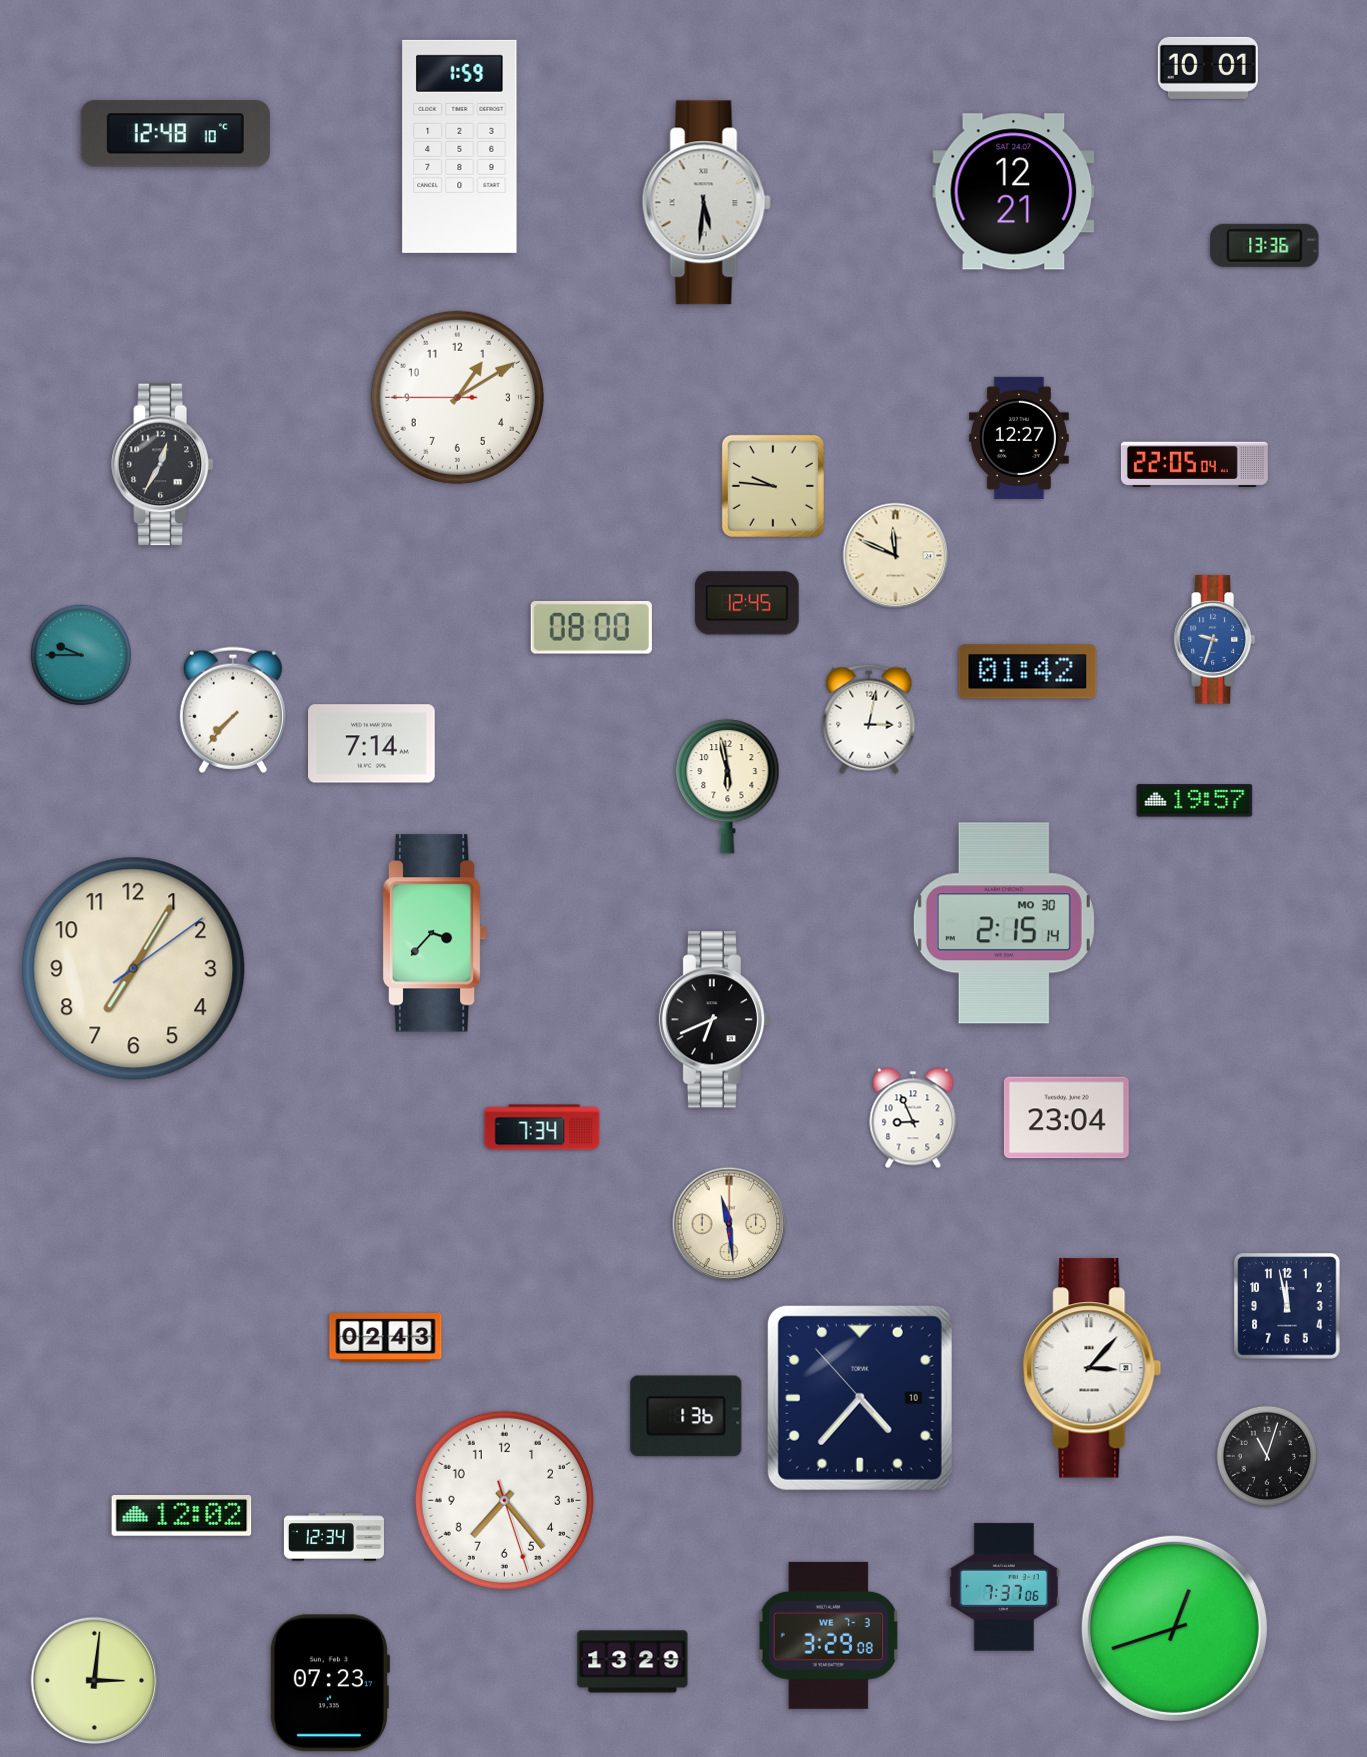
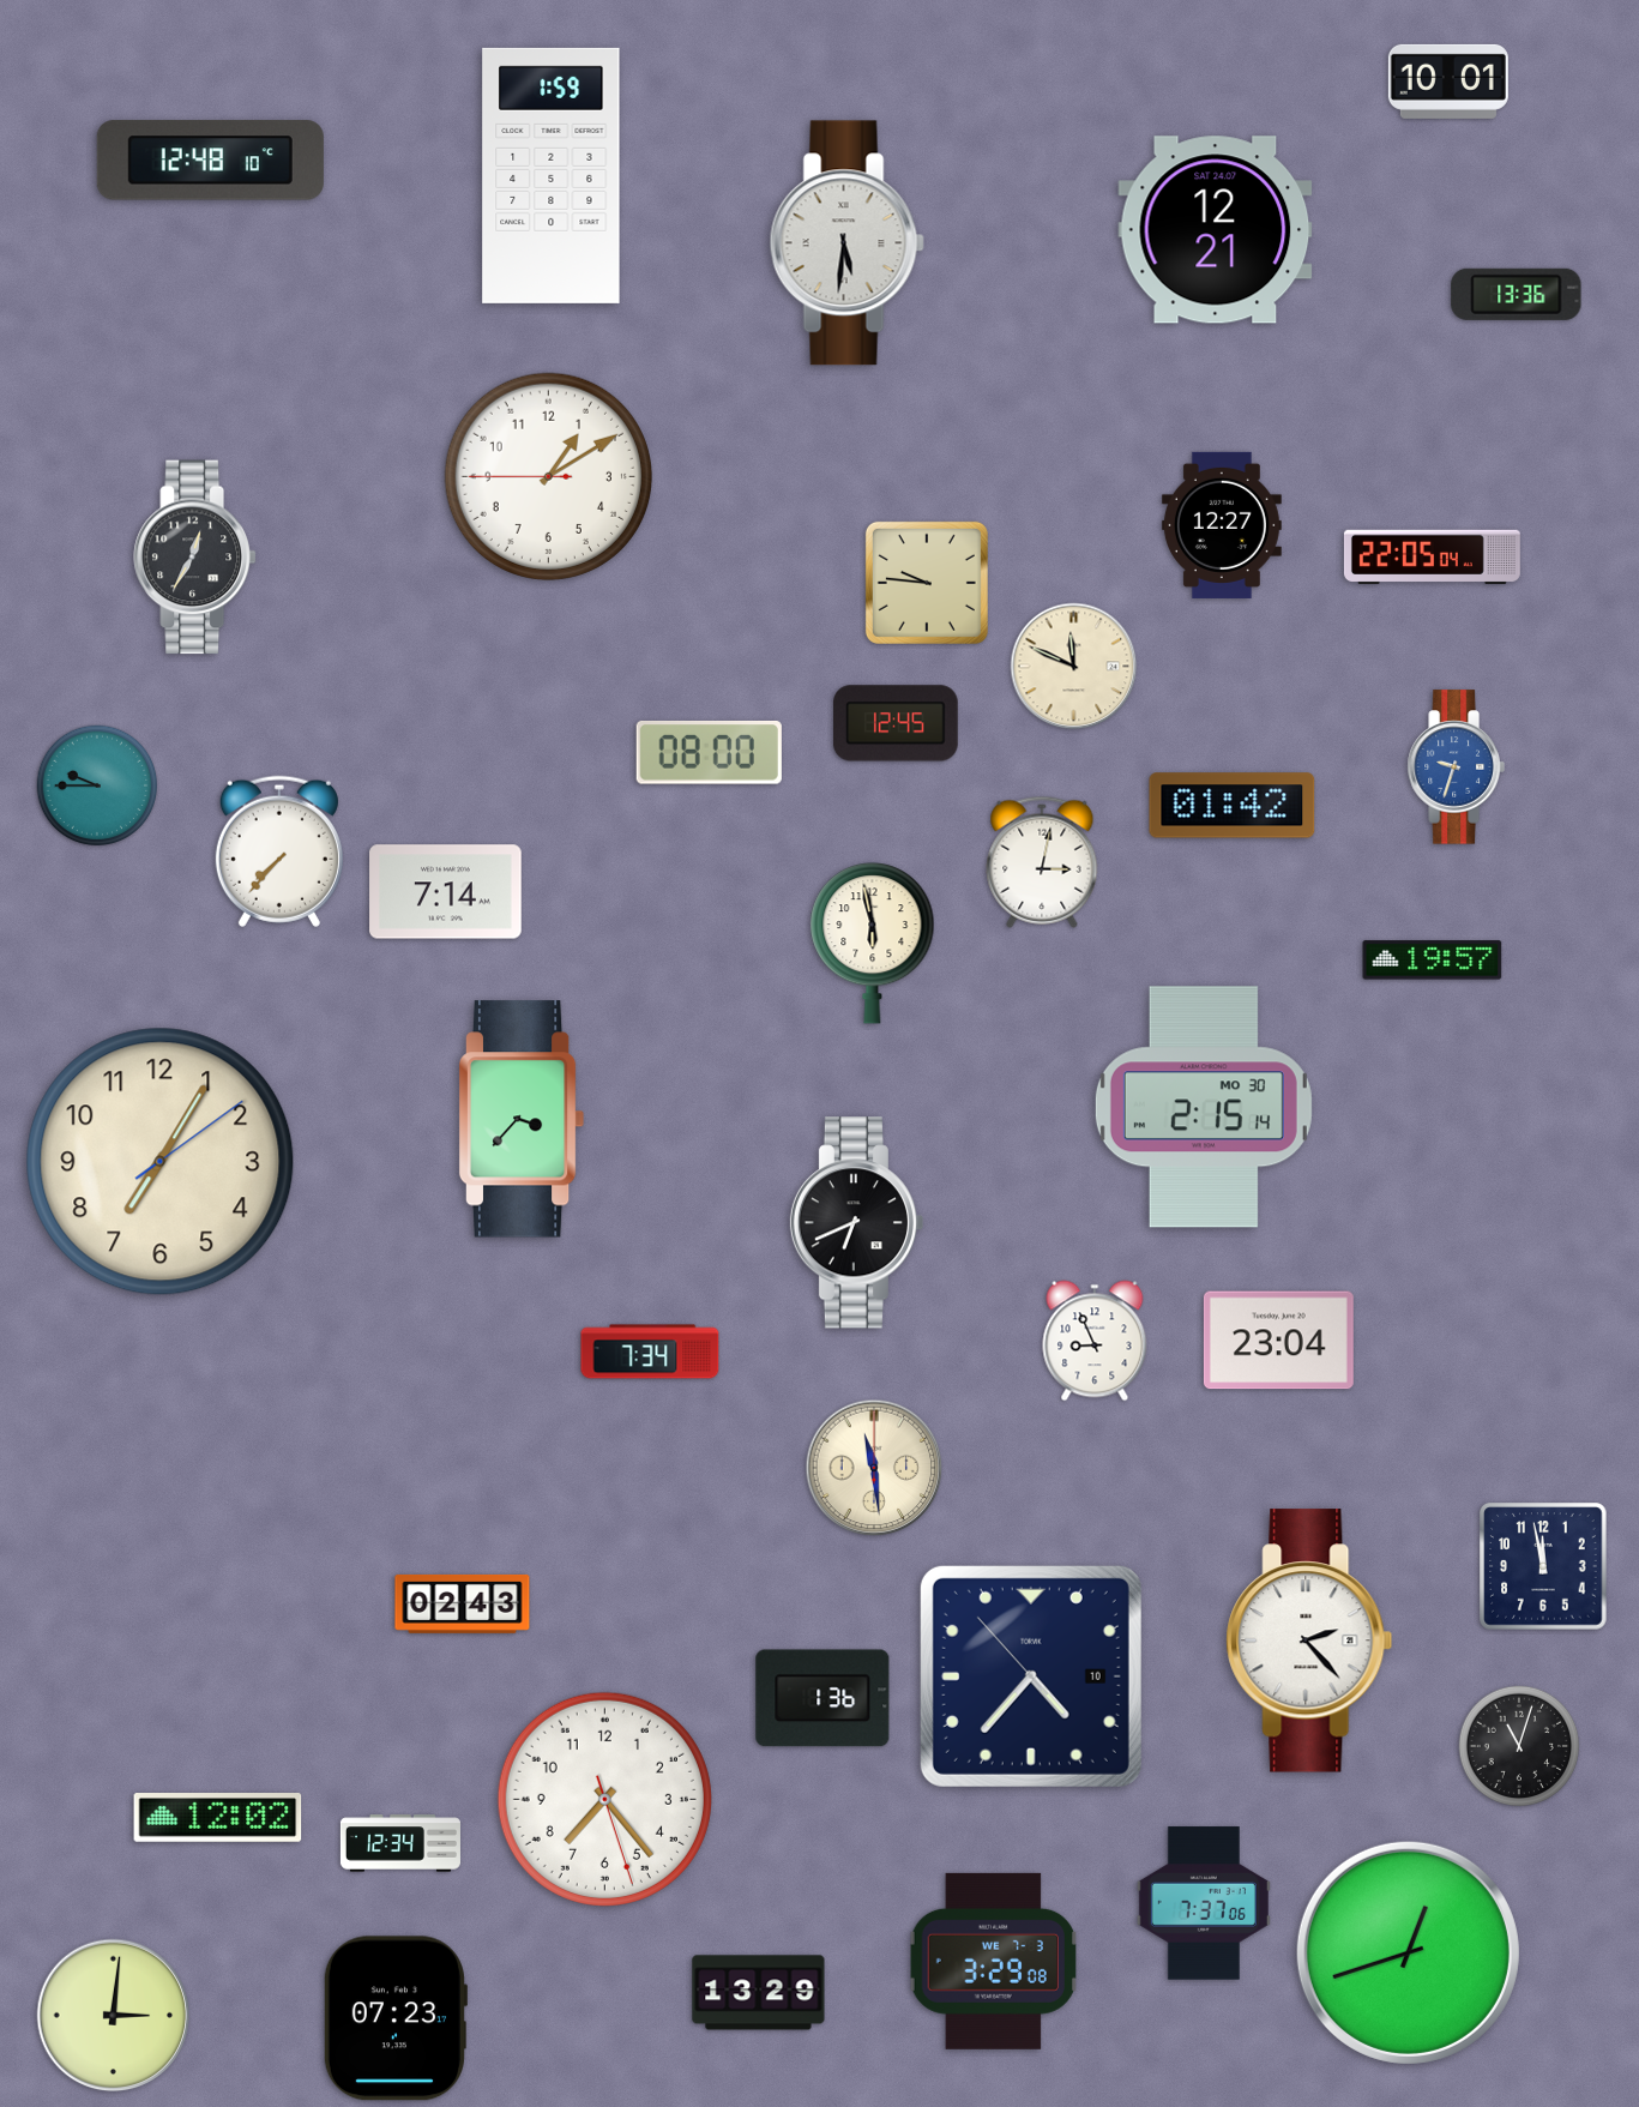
clock at (1092, 1368): 3:07 -> 2:23
